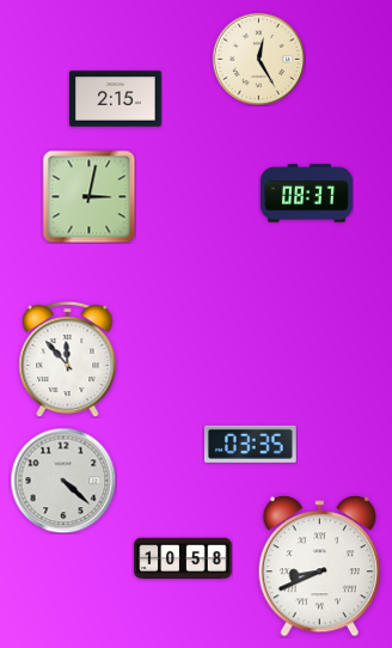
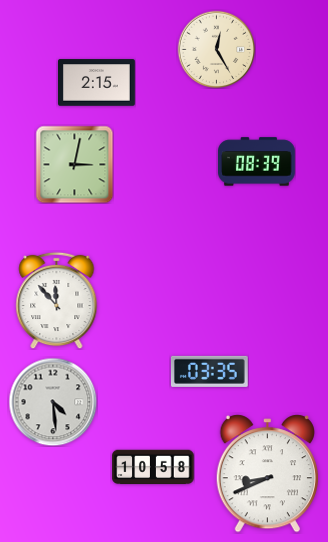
clock at (307, 194): 08:37 -> 08:39
clock at (63, 481): 4:22 -> 4:29
